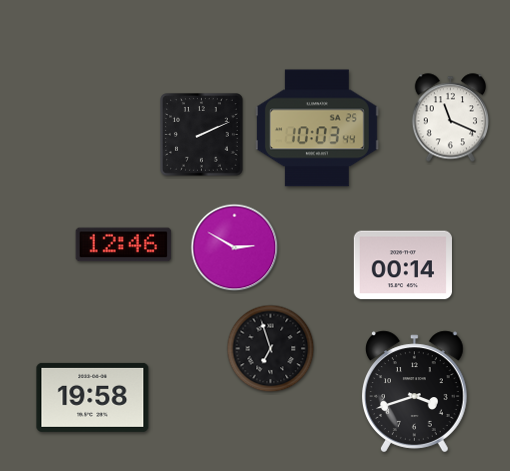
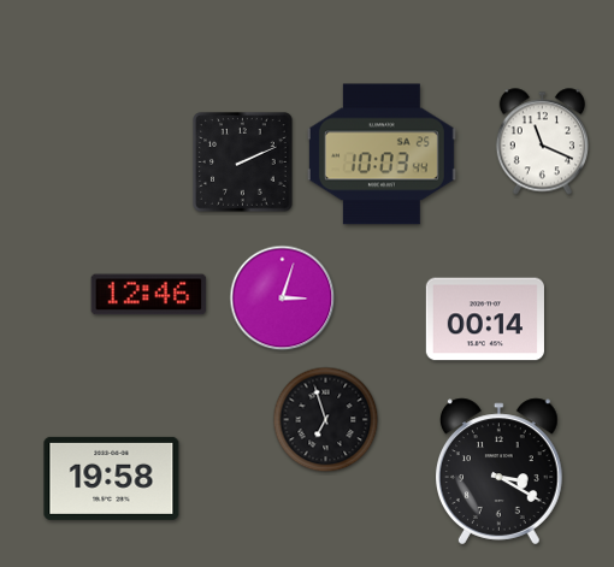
clock at (235, 248): 2:50 -> 3:03
clock at (415, 392): 3:42 -> 3:20
